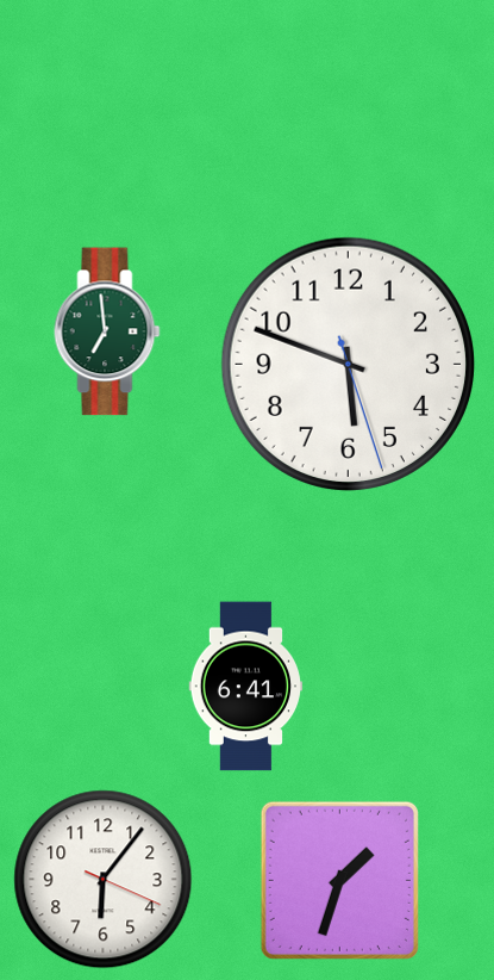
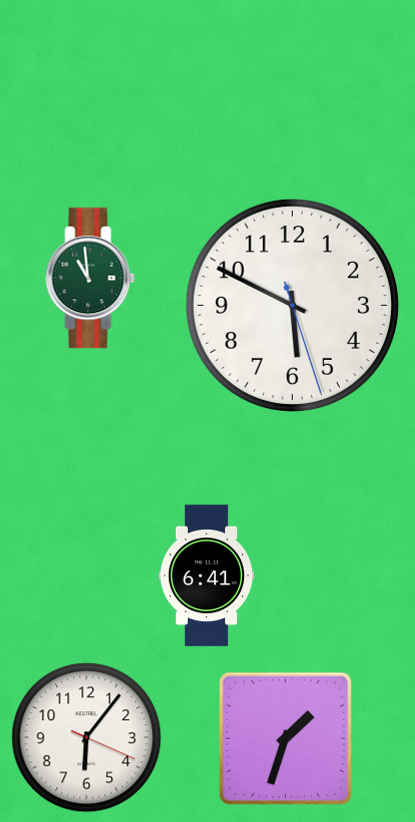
clock at (107, 331): 6:59 -> 10:59
clock at (348, 364): 5:48 -> 5:49
